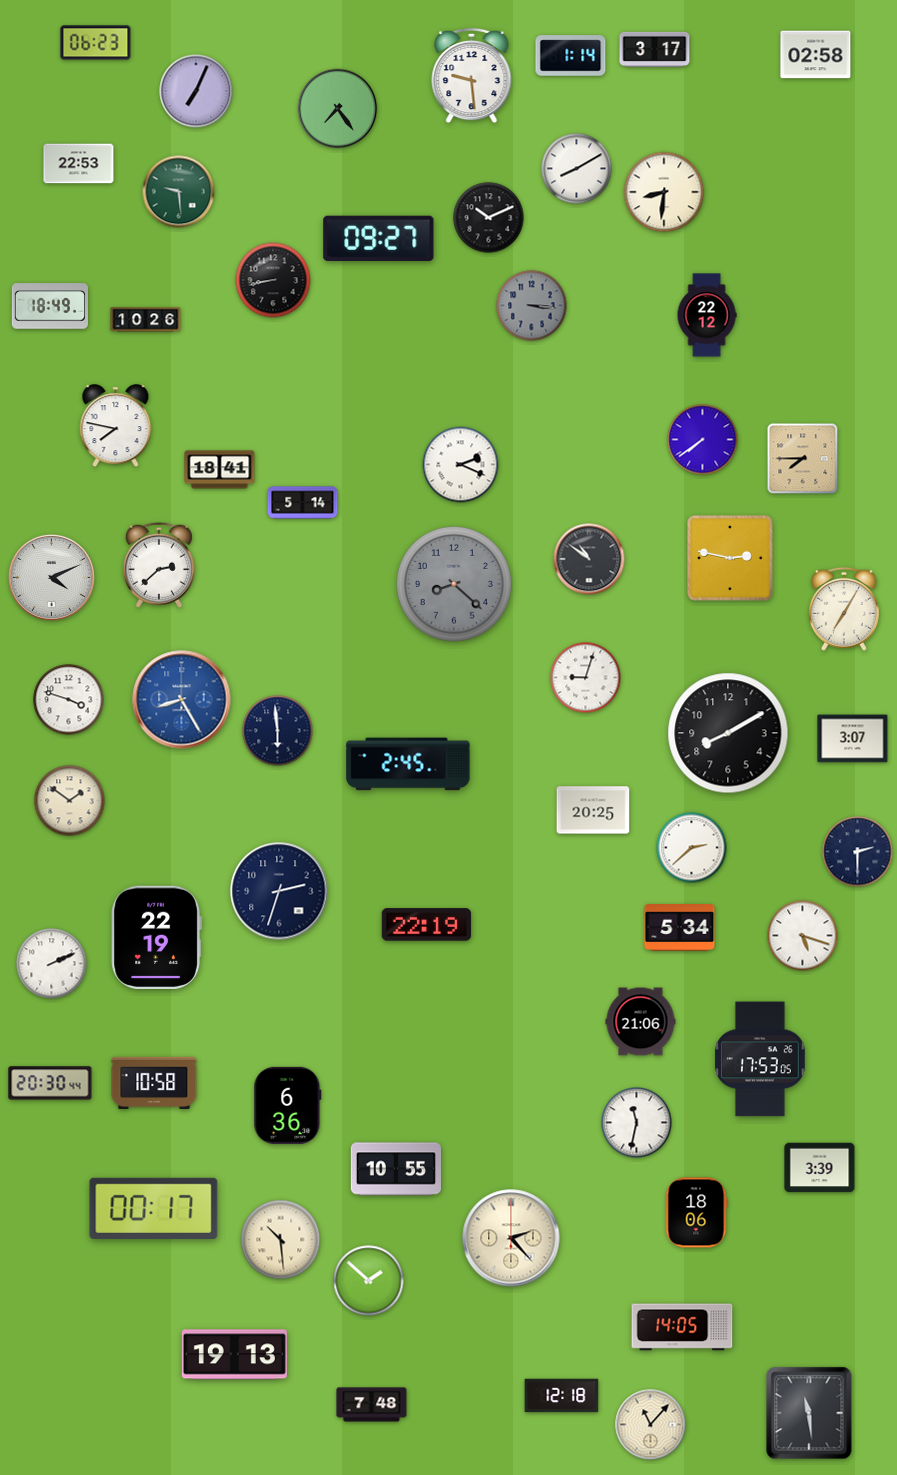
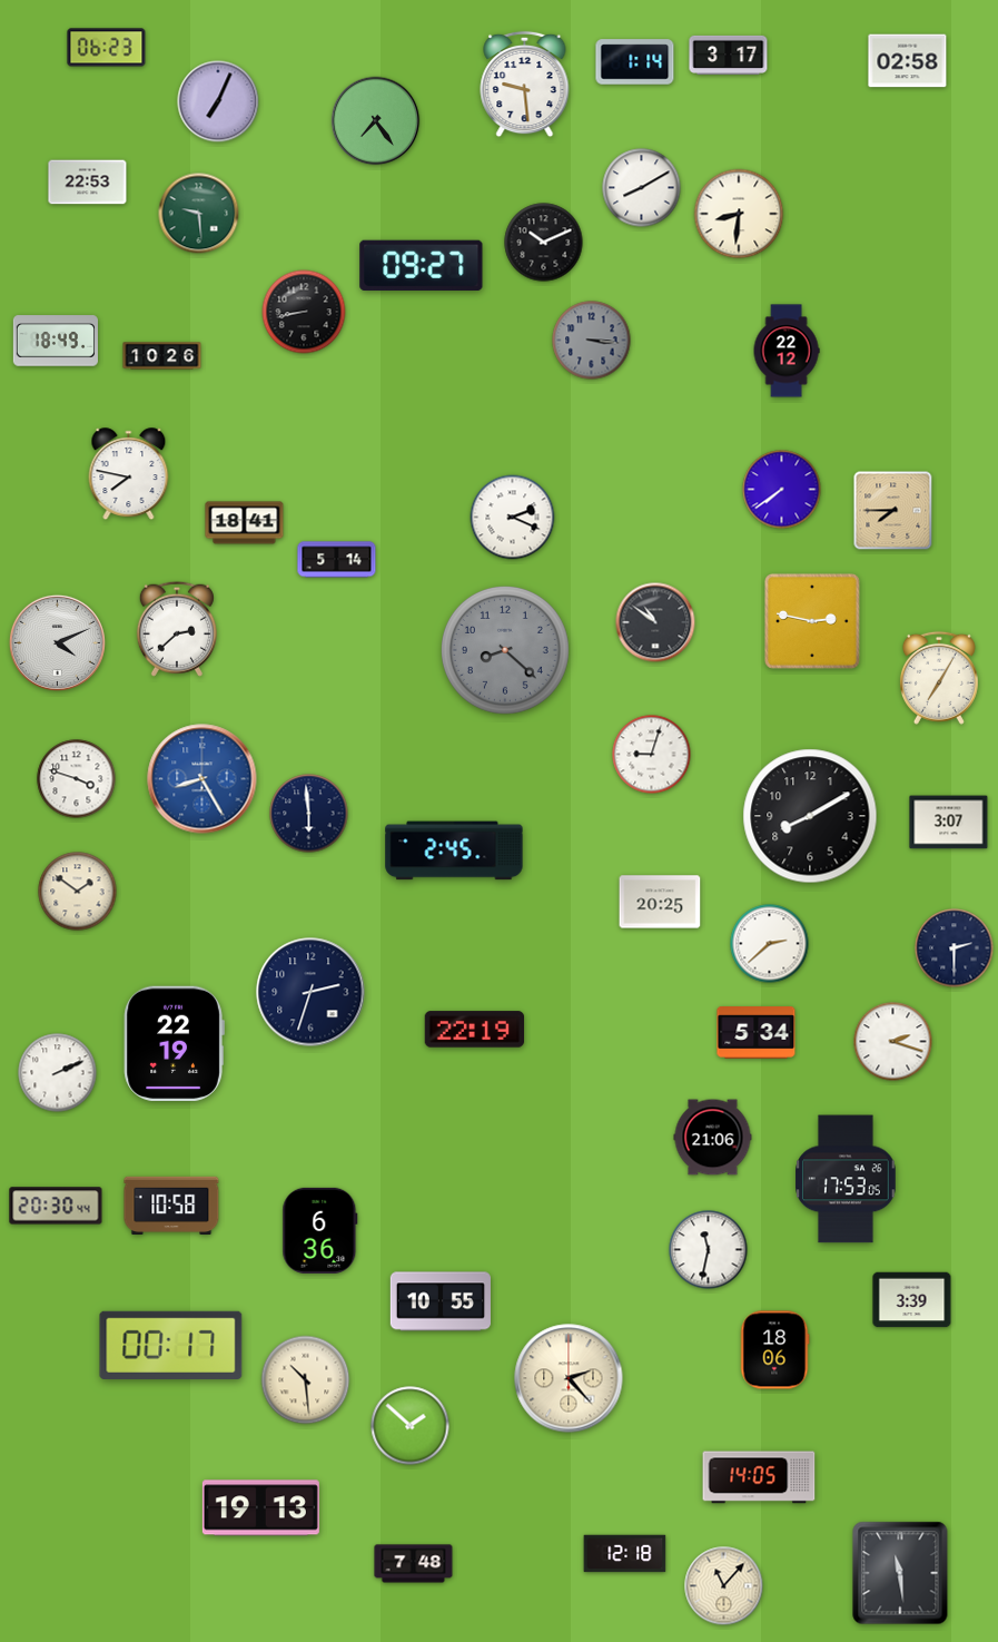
clock at (803, 936): 5:18 -> 2:18
clock at (281, 1240) position: (281, 1240) -> (306, 1380)
